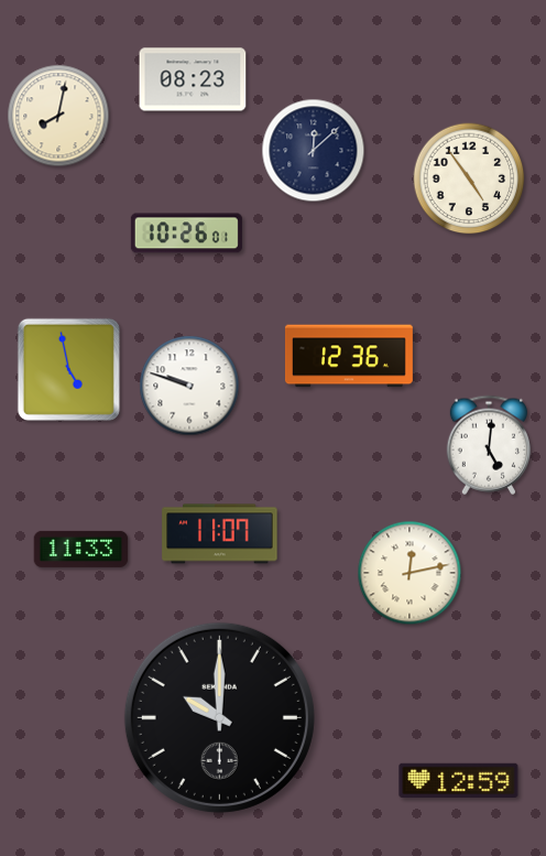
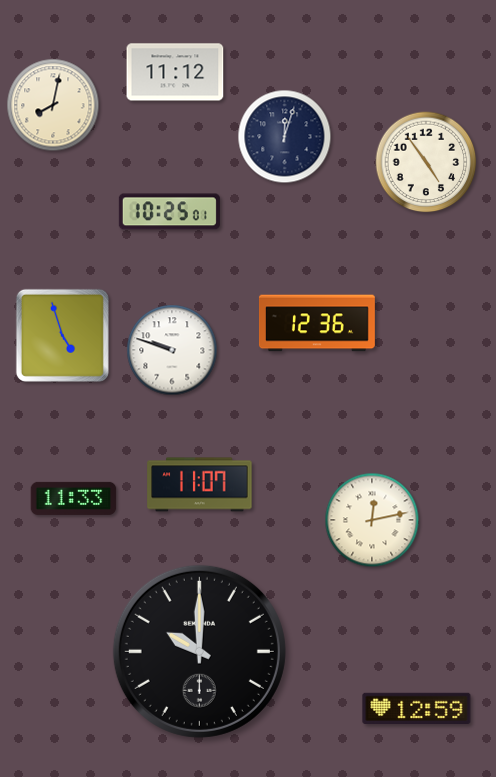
clock at (193, 79): 08:23 -> 11:12
clock at (314, 151): 12:08 -> 12:03
clock at (186, 234): 10:26 -> 10:25
clock at (68, 369): 4:58 -> 4:57
clock at (489, 445): 5:01 -> none
